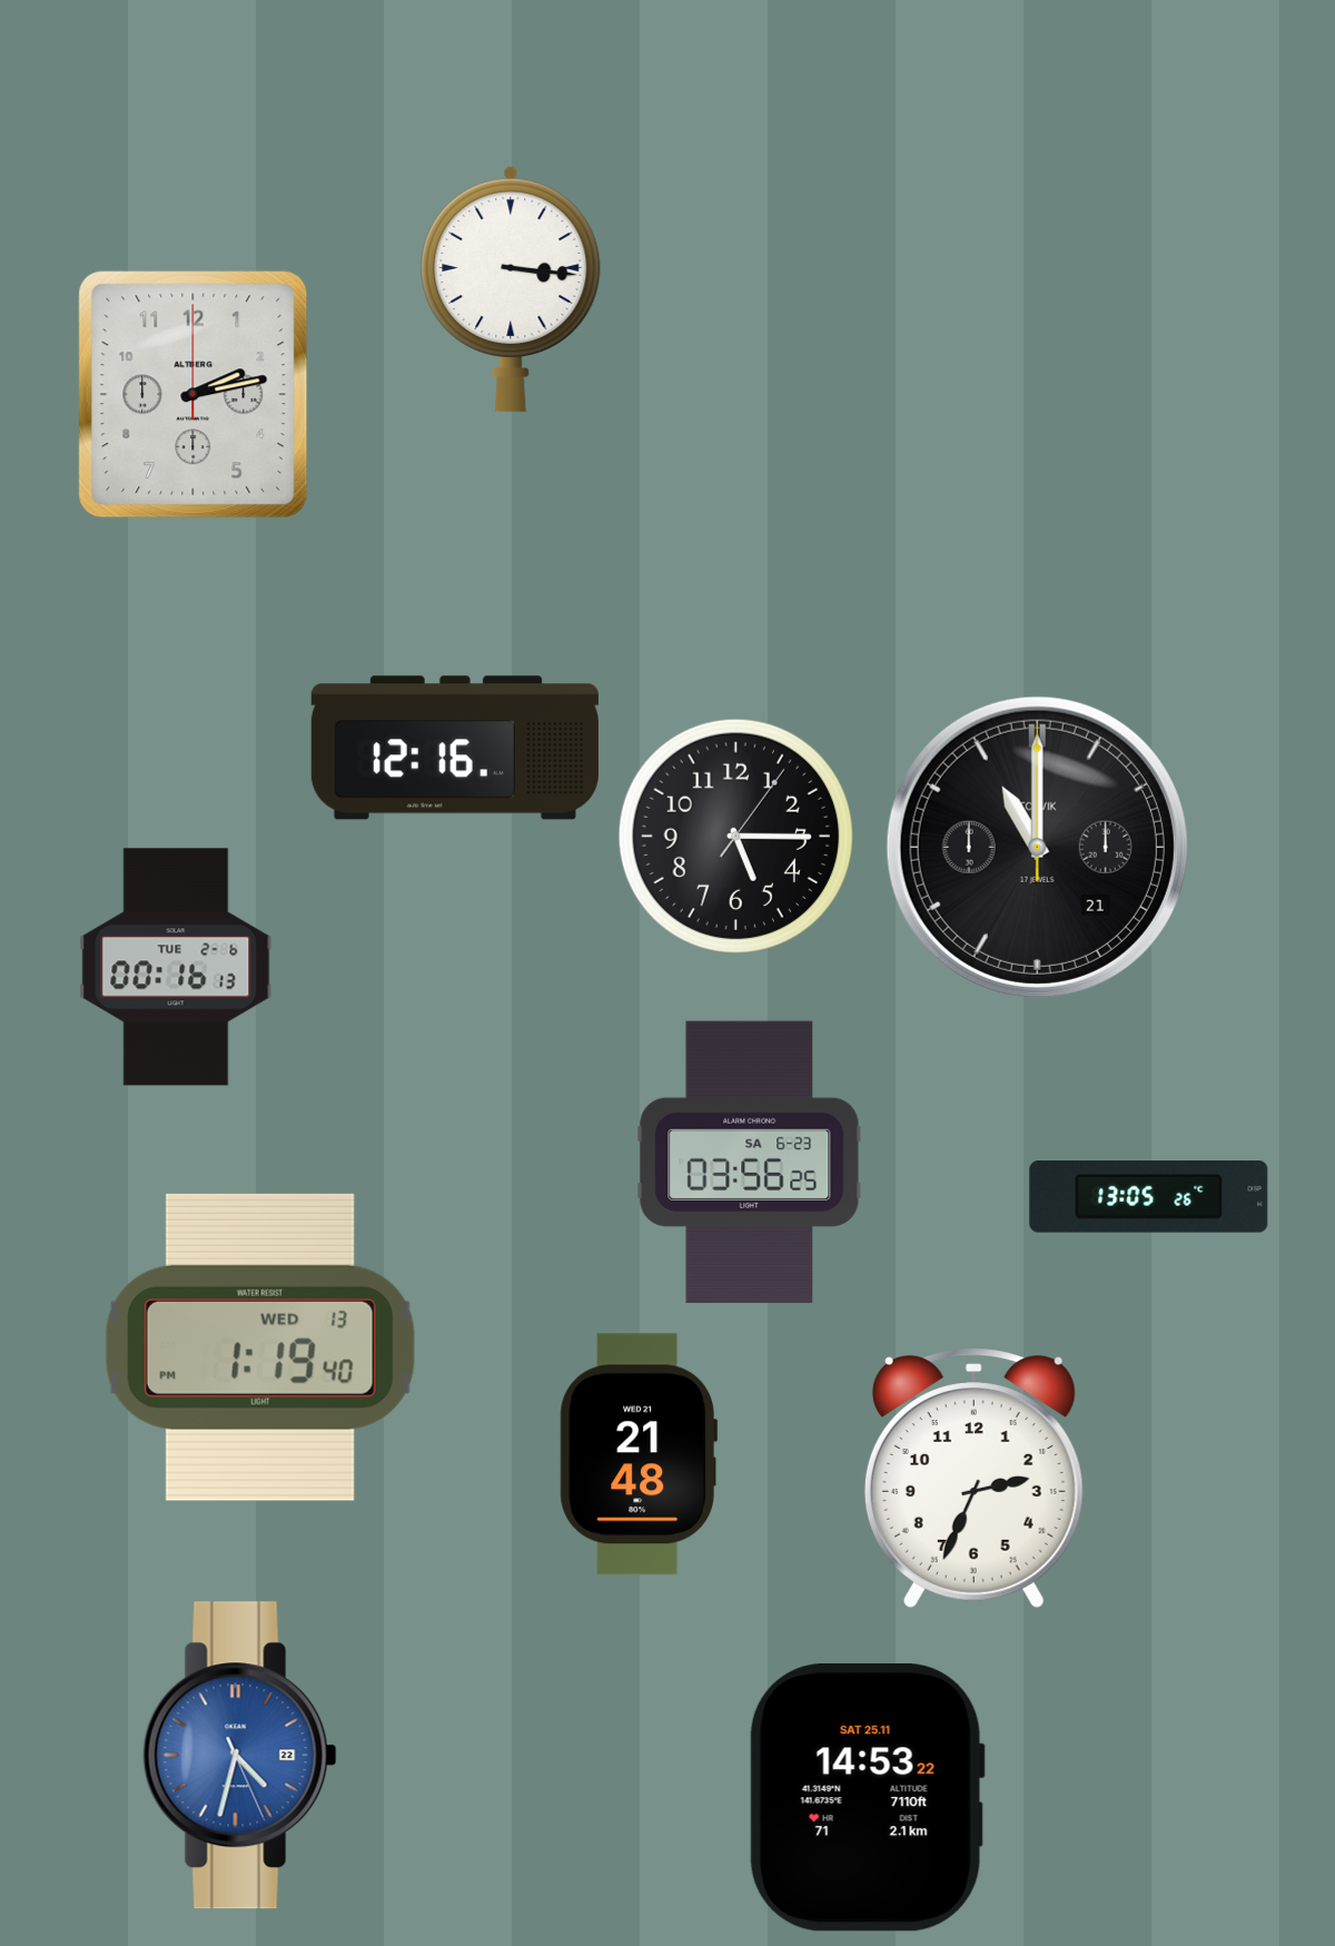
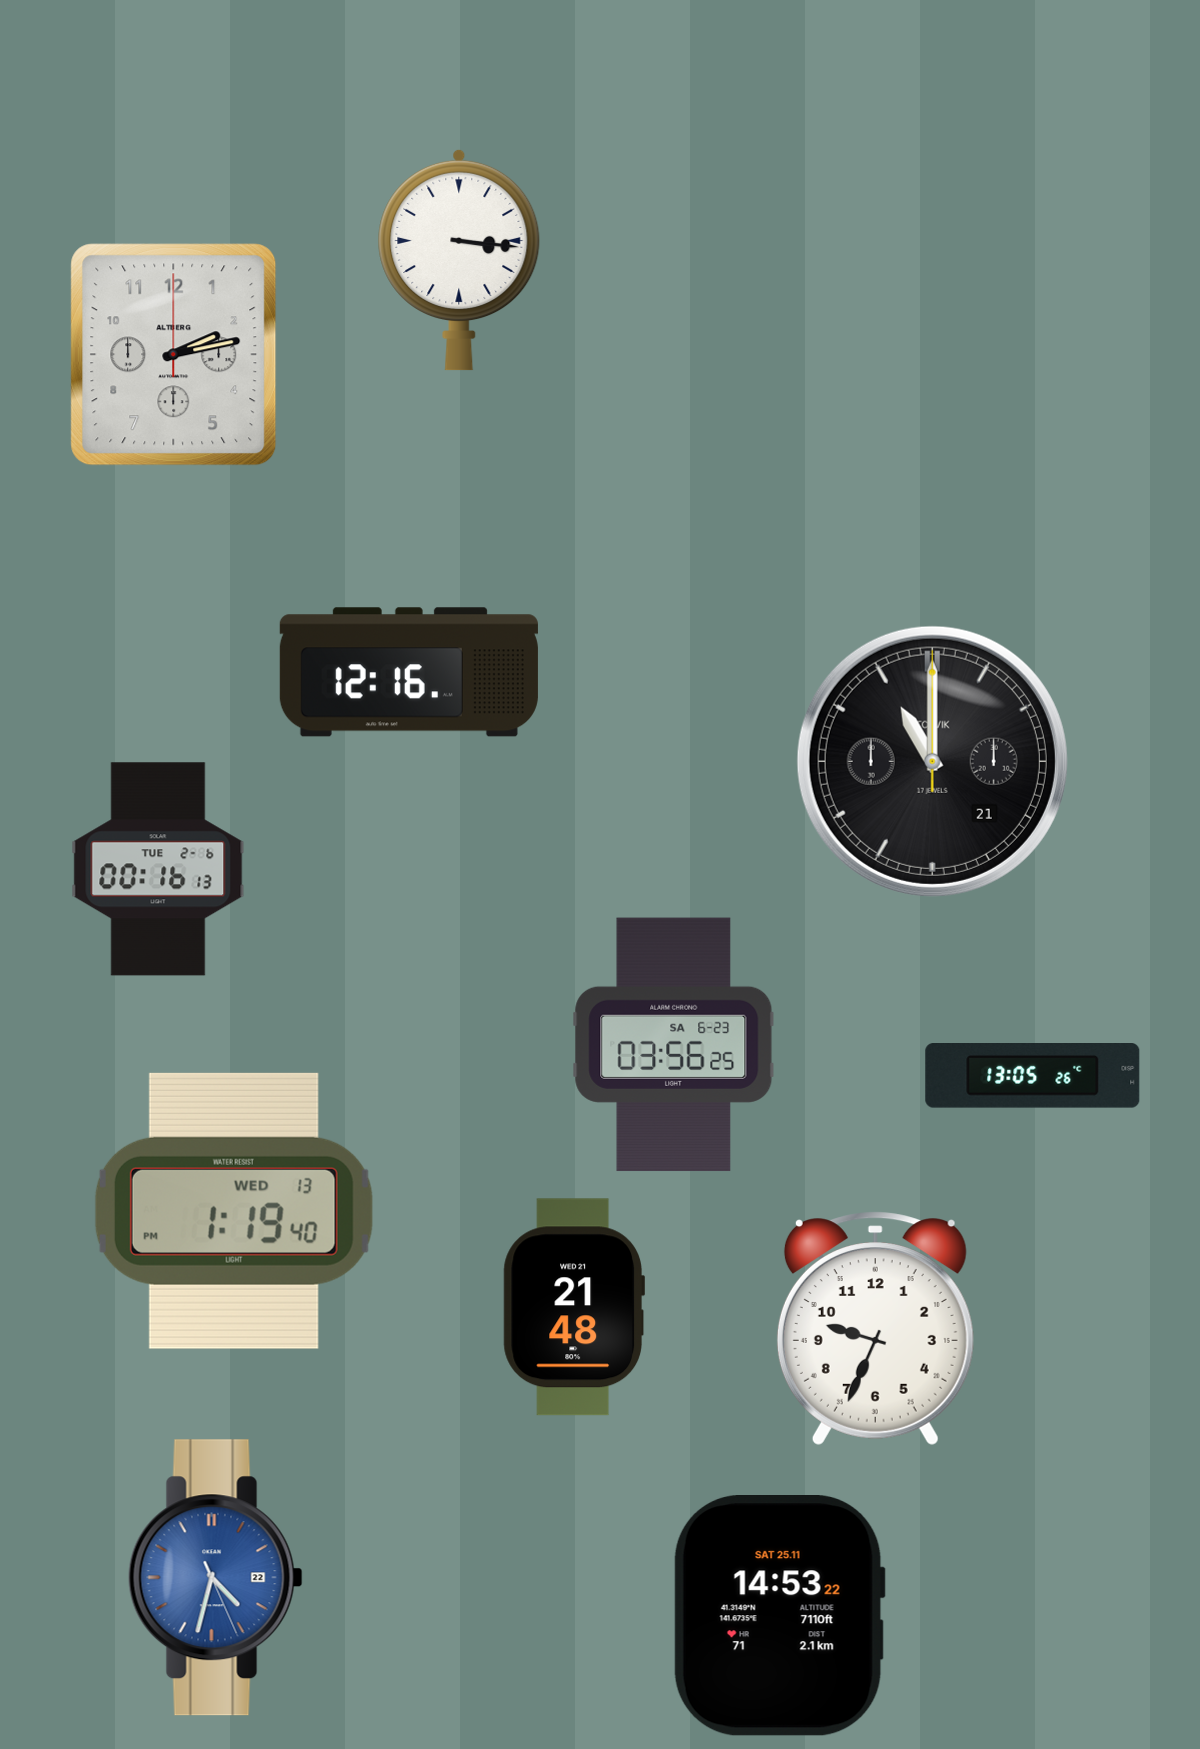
clock at (735, 836): 5:15 -> none
clock at (973, 1478): 2:34 -> 9:34
